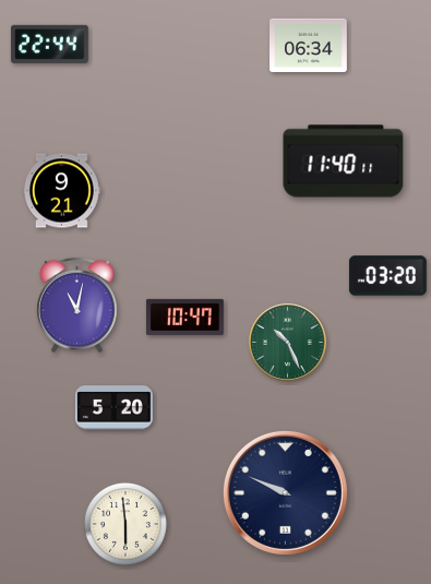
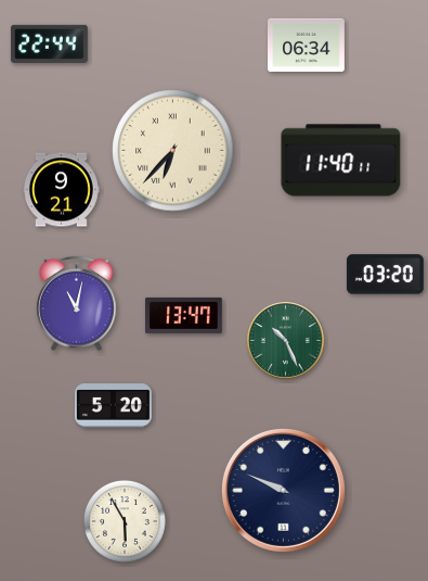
clock at (173, 151): none -> 6:37
clock at (184, 317): 10:47 -> 13:47
clock at (125, 524): 5:59 -> 5:55
